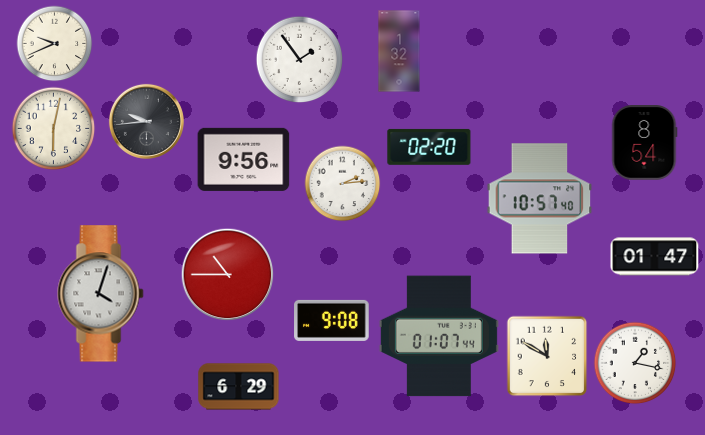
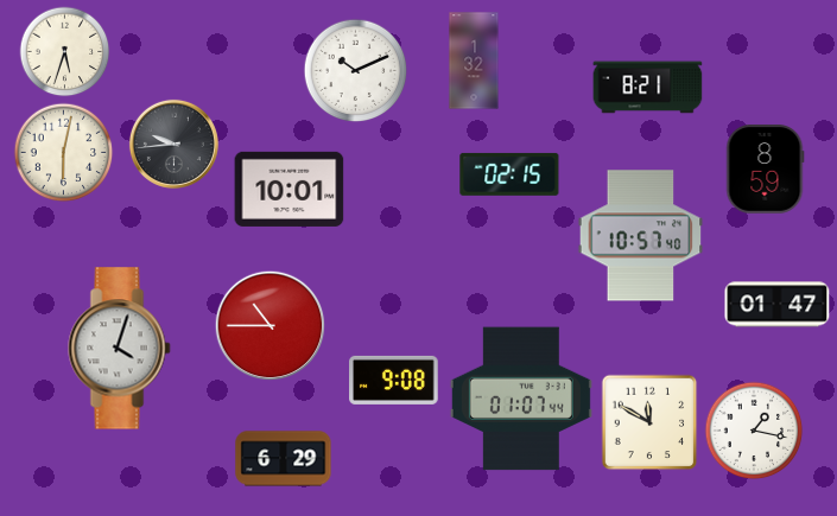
clock at (55, 44): 9:41 -> 5:33
clock at (300, 60): 1:54 -> 10:11
clock at (648, 88): none -> 8:21
clock at (644, 143): 8:54 -> 8:59
clock at (429, 147): 02:20 -> 02:15
clock at (244, 159): 9:56 -> 10:01
clock at (343, 184): 2:14 -> none
